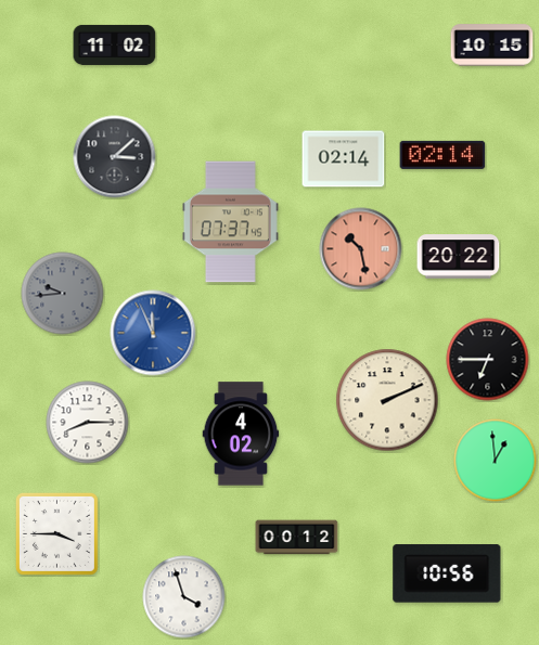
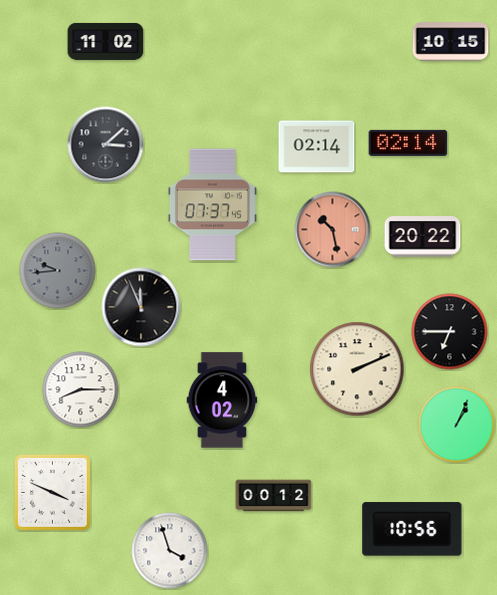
clock at (492, 46) position: (492, 46) -> (451, 42)
clock at (153, 333) dial: blue -> black
clock at (496, 461): 12:59 -> 1:04
clock at (56, 533): 3:45 -> 3:49
